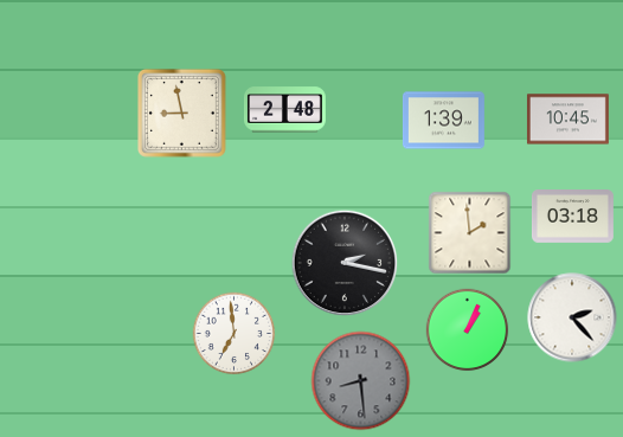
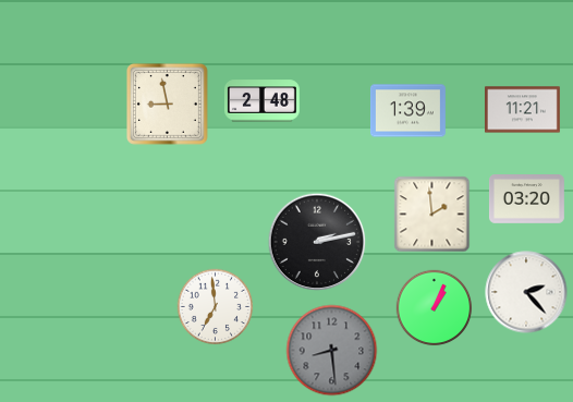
clock at (567, 120): 10:45 -> 11:21
clock at (572, 217): 03:18 -> 03:20
clock at (345, 263): 2:17 -> 2:13
clock at (468, 330) position: (468, 330) -> (435, 308)
